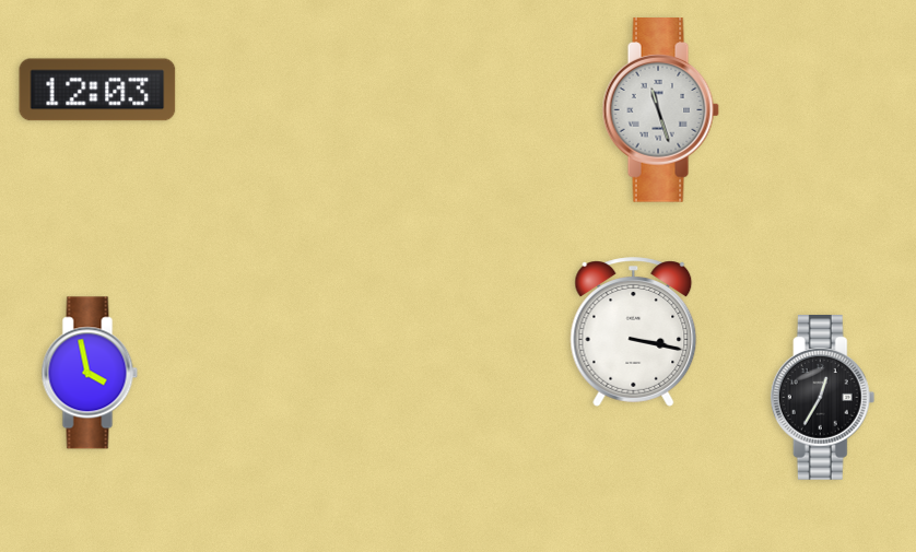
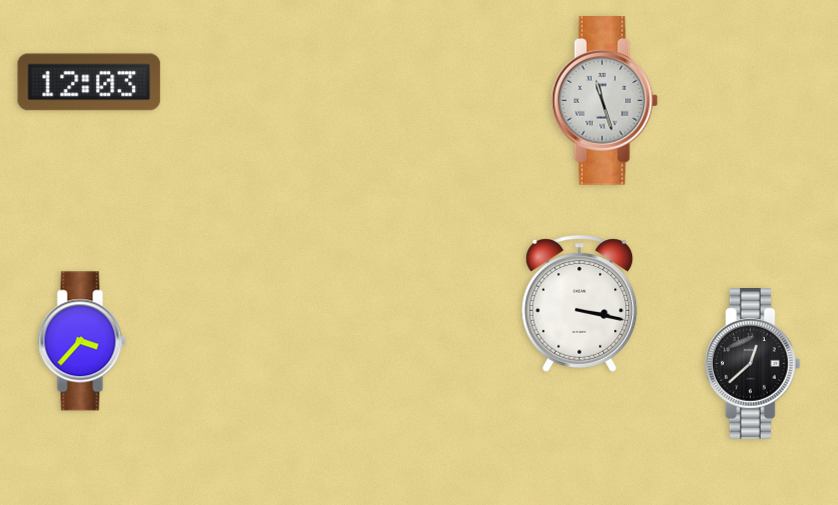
clock at (90, 373): 3:58 -> 3:37
clock at (823, 398): 12:35 -> 12:38
